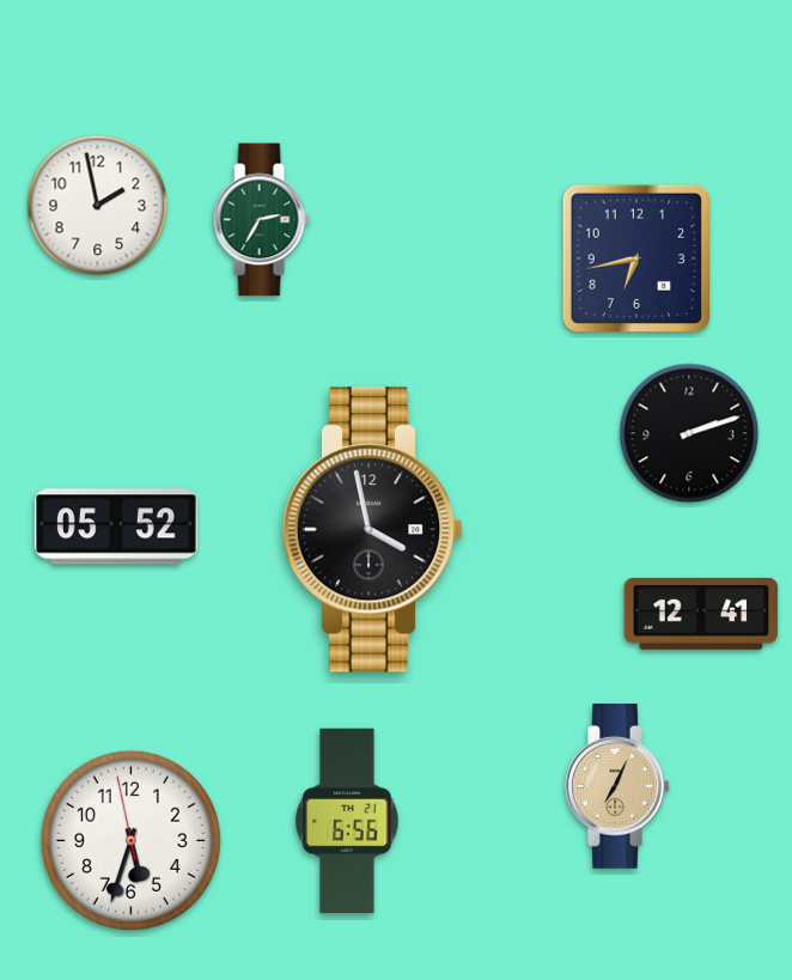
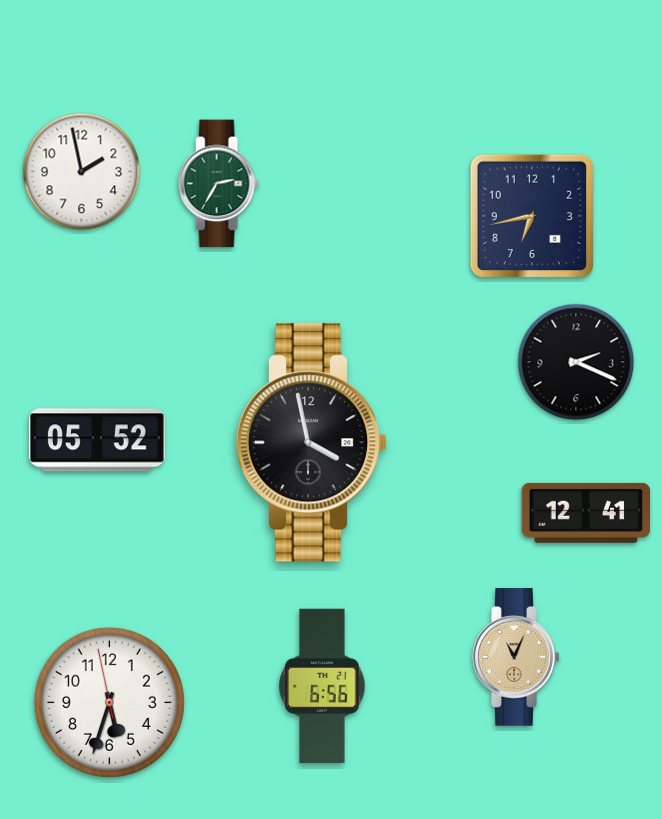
clock at (689, 433): 2:12 -> 2:19
clock at (617, 786): 7:04 -> 11:04
clock at (347, 821) position: (347, 821) -> (322, 686)
